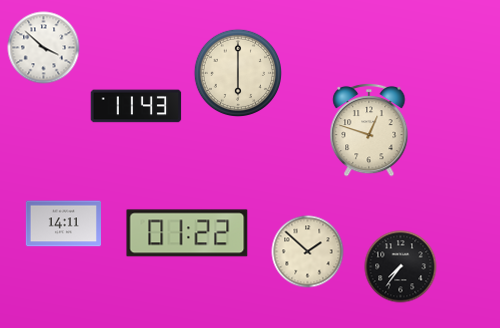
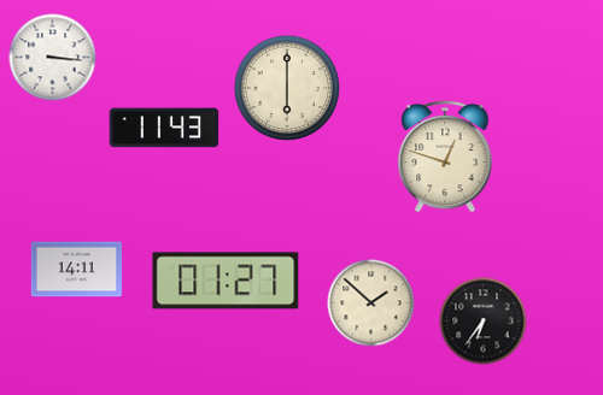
clock at (44, 48): 3:52 -> 3:16
clock at (187, 233): 01:22 -> 01:27
clock at (401, 267): 7:36 -> 6:36
